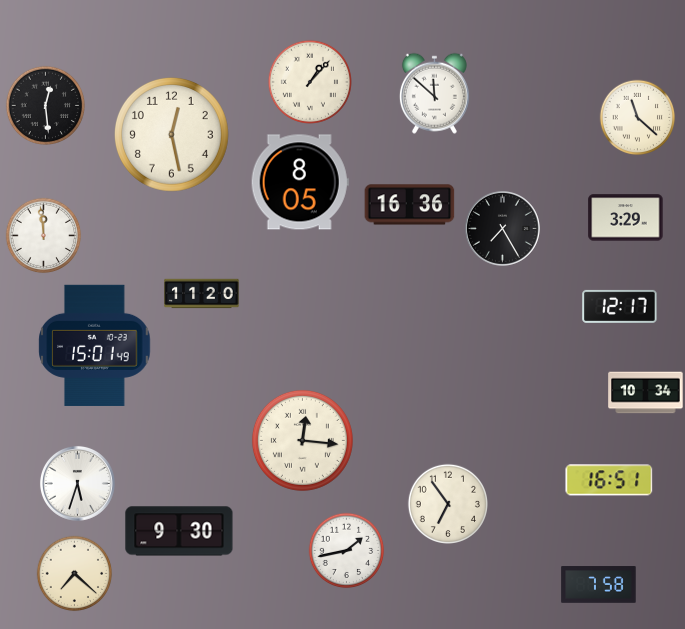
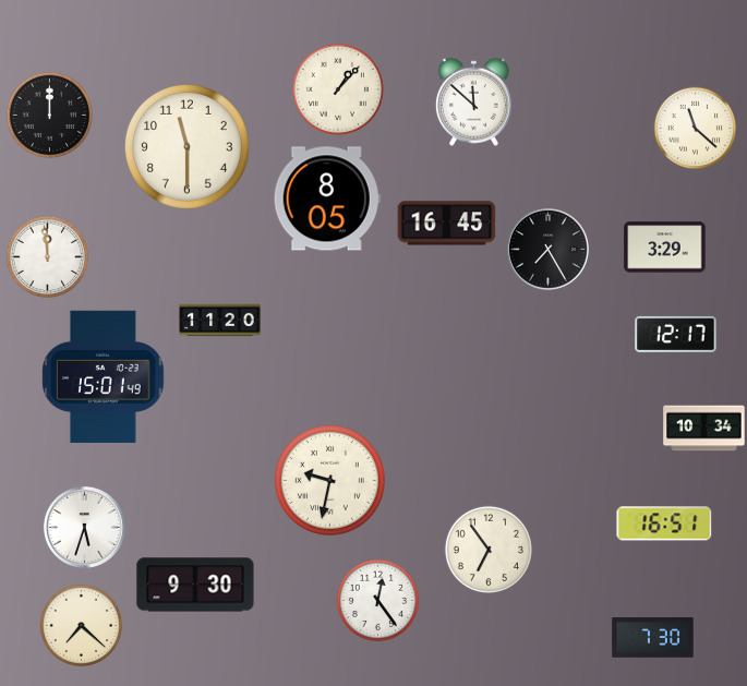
clock at (45, 105): 12:29 -> 12:00
clock at (171, 134): 12:28 -> 11:30
clock at (410, 205): 16:36 -> 16:45
clock at (626, 218) position: (626, 218) -> (665, 248)
clock at (302, 440): 12:16 -> 9:32
clock at (179, 531) position: (179, 531) -> (195, 585)
clock at (347, 551): 1:43 -> 12:24
clock at (599, 585): 7:58 -> 7:30
